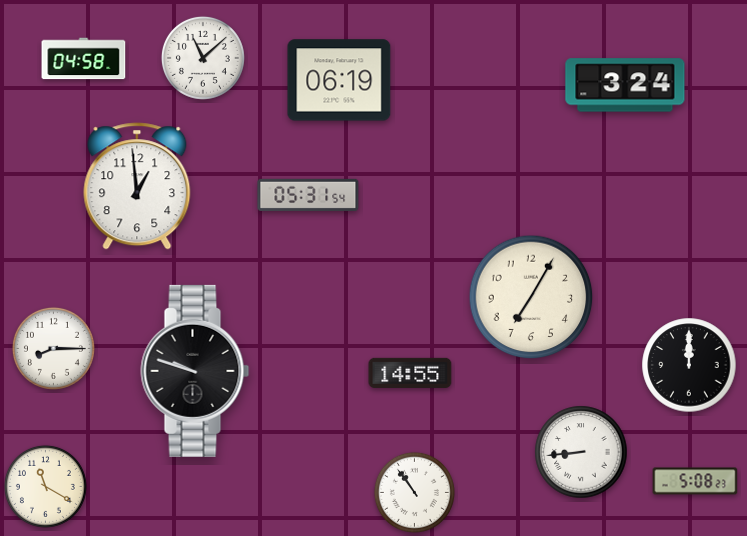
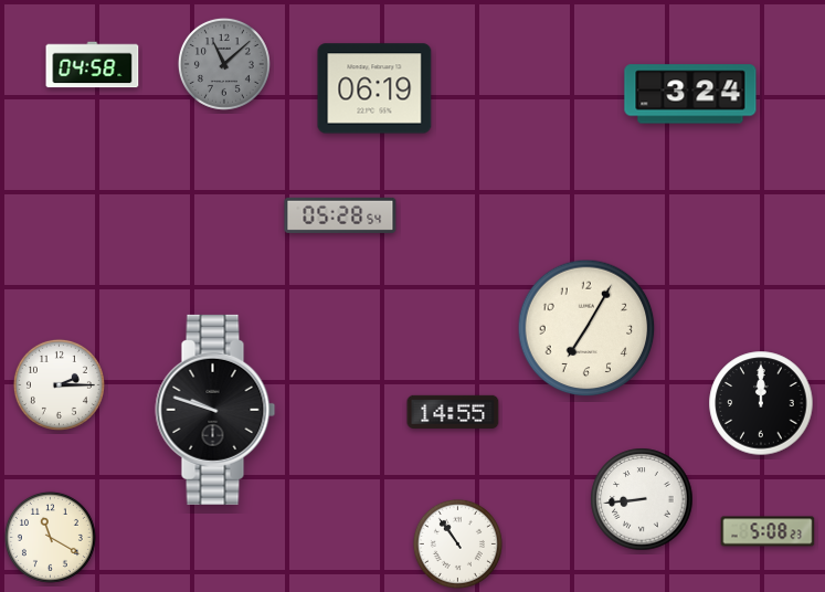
clock at (203, 58) dial: white -> grey
clock at (137, 186): 12:59 -> none
clock at (308, 195): 05:31 -> 05:28
clock at (53, 348): 8:15 -> 2:15
